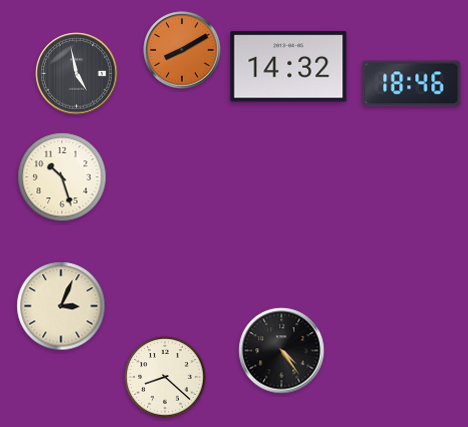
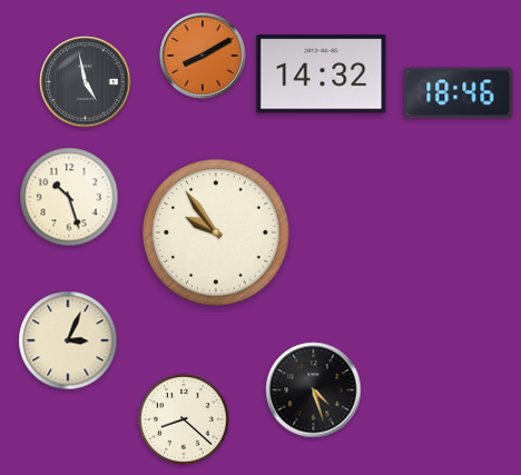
clock at (216, 232): none -> 9:54
clock at (282, 351): 4:24 -> 4:27
